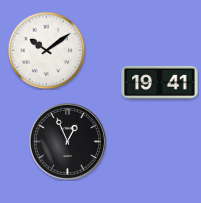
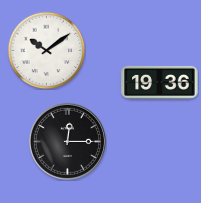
clock at (160, 82): 19:41 -> 19:36
clock at (67, 141): 12:56 -> 12:15
